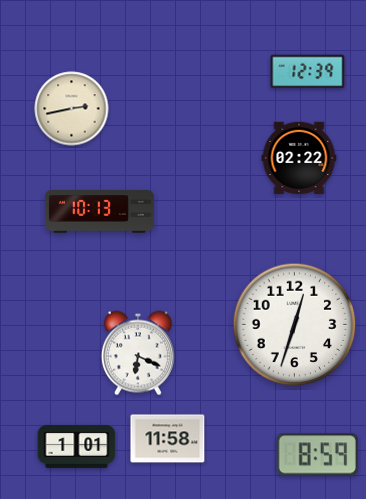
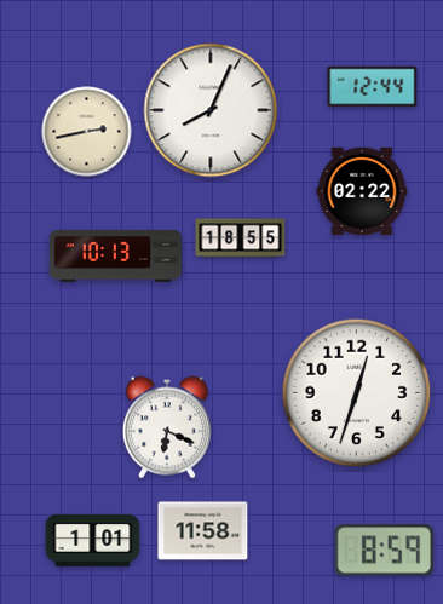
clock at (308, 72): 12:39 -> 12:44
clock at (211, 110): none -> 8:04
clock at (241, 238): none -> 18:55
clock at (99, 212) position: (99, 212) -> (115, 257)
